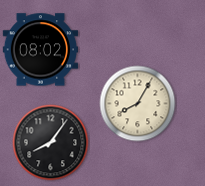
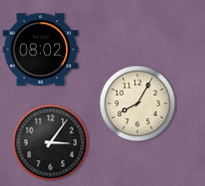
clock at (51, 143): 8:06 -> 3:06
